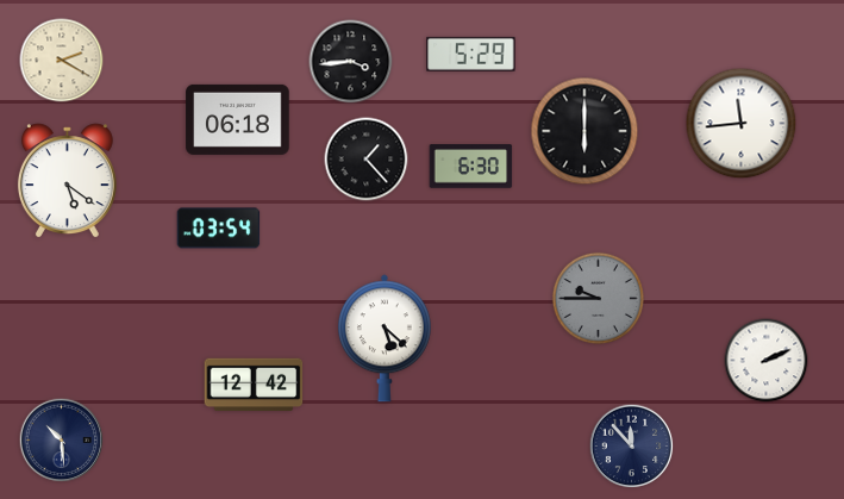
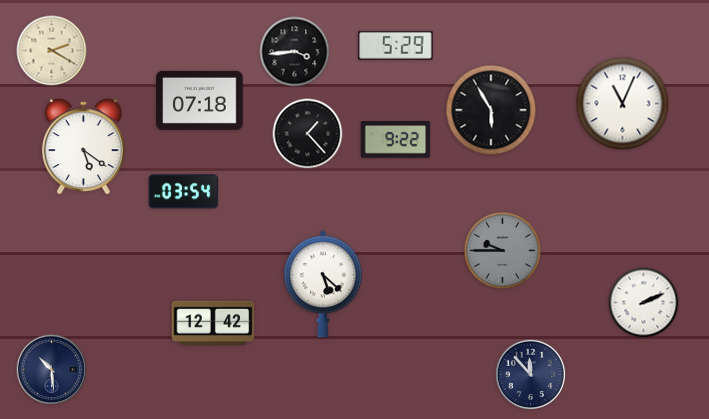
clock at (238, 119): 06:18 -> 07:18
clock at (742, 124): 11:44 -> 11:04
clock at (584, 131): 6:00 -> 5:55
clock at (471, 167): 6:30 -> 9:22
clock at (67, 181) position: (67, 181) -> (83, 147)
